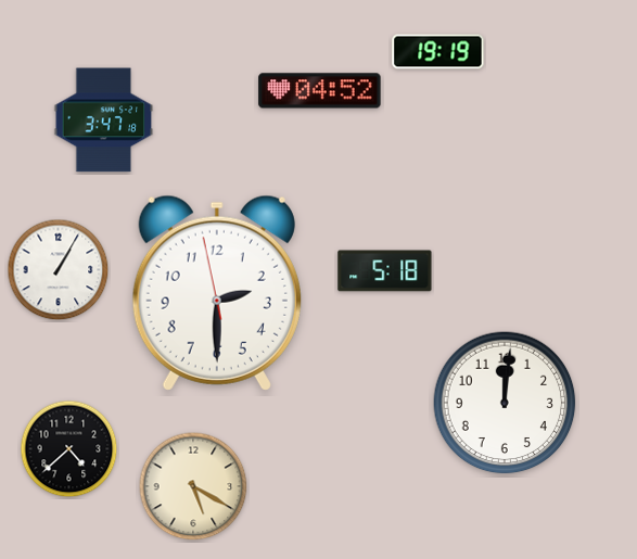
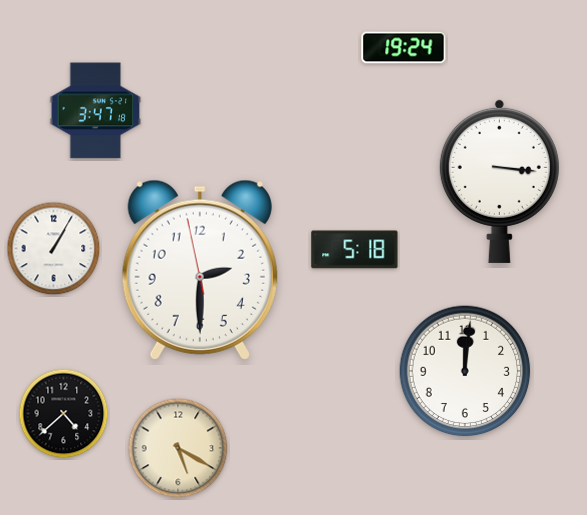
clock at (438, 52): 19:19 -> 19:24
clock at (320, 91): 04:52 -> none
clock at (499, 181): none -> 3:16
